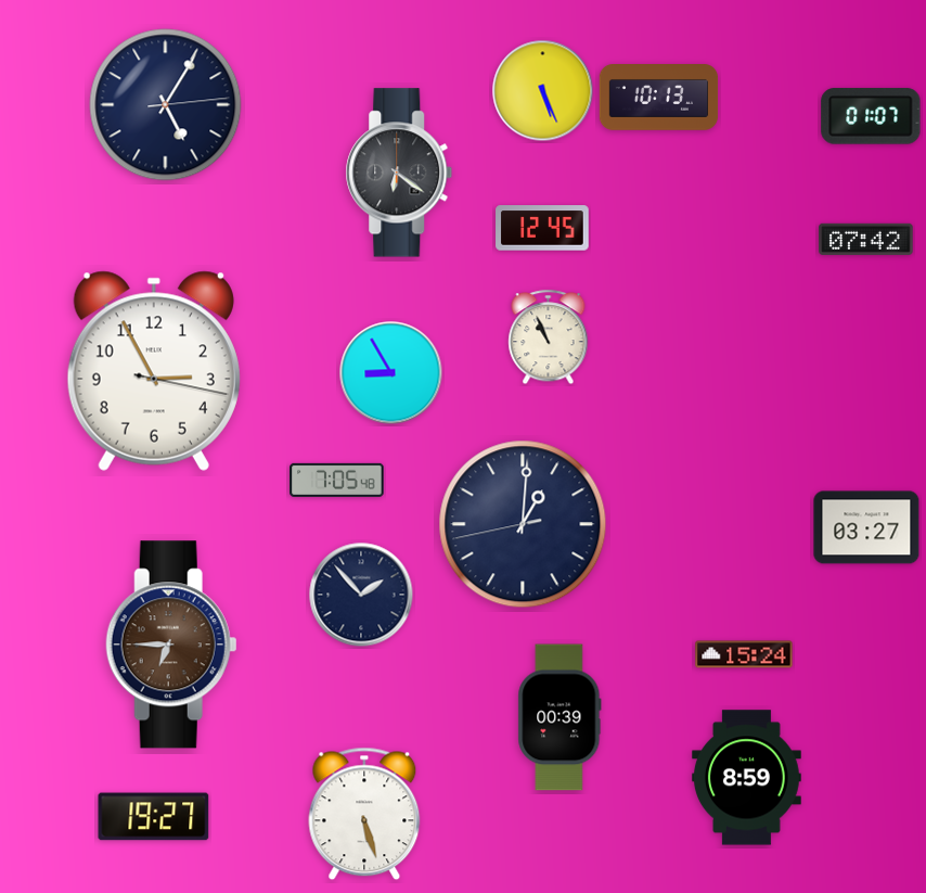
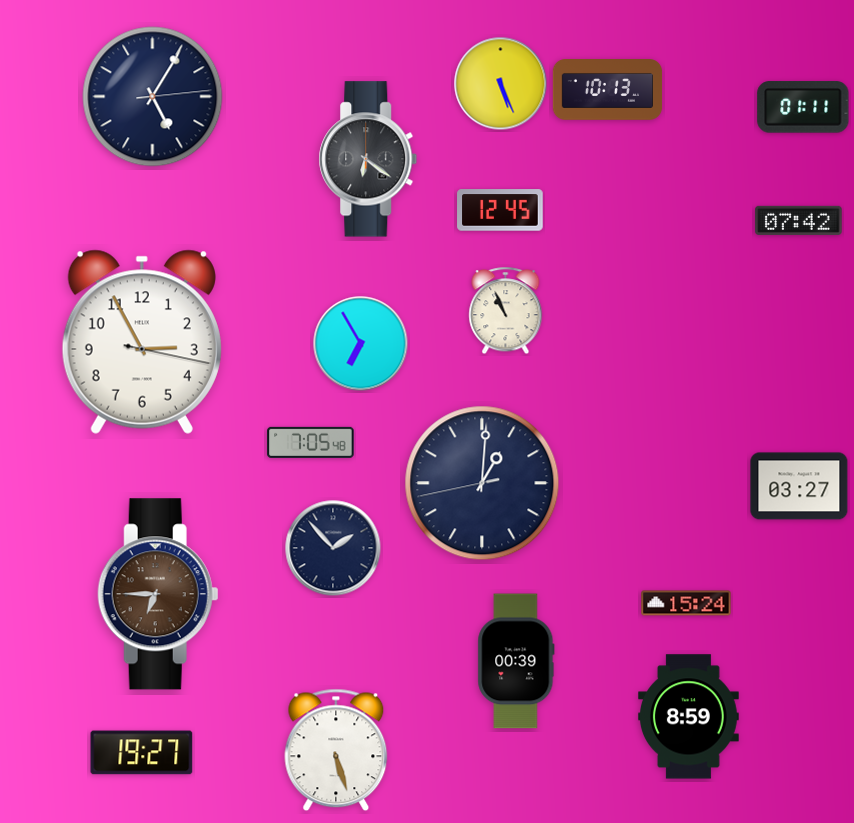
clock at (871, 116): 01:07 -> 01:11
clock at (391, 373): 8:55 -> 6:55
